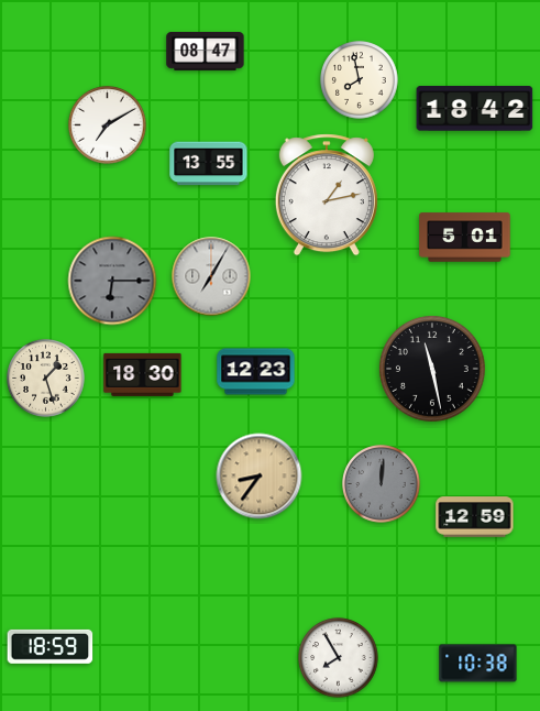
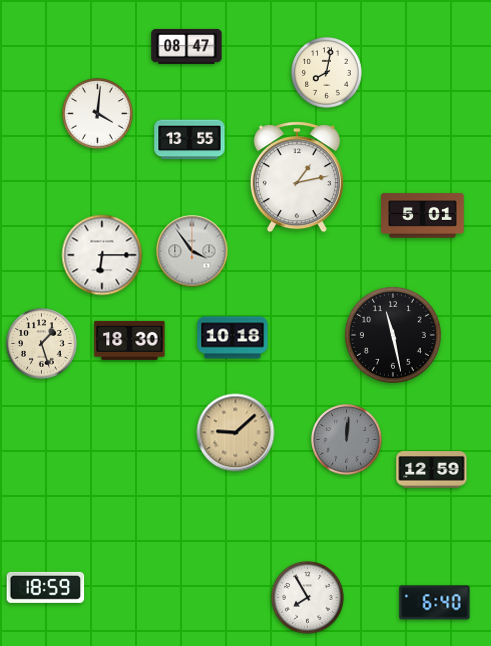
clock at (360, 80): 7:58 -> 8:02
clock at (475, 109): 18:42 -> none
clock at (108, 125): 7:10 -> 4:01
clock at (209, 164) position: (209, 164) -> (190, 140)
clock at (211, 276): 7:05 -> 3:54
clock at (112, 281) dial: grey -> white
clock at (256, 372): 12:23 -> 10:18
clock at (260, 477): 8:36 -> 9:08
clock at (478, 664): 10:38 -> 6:40
